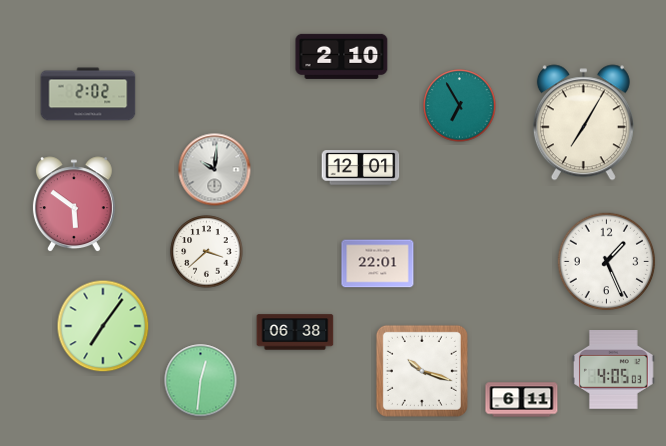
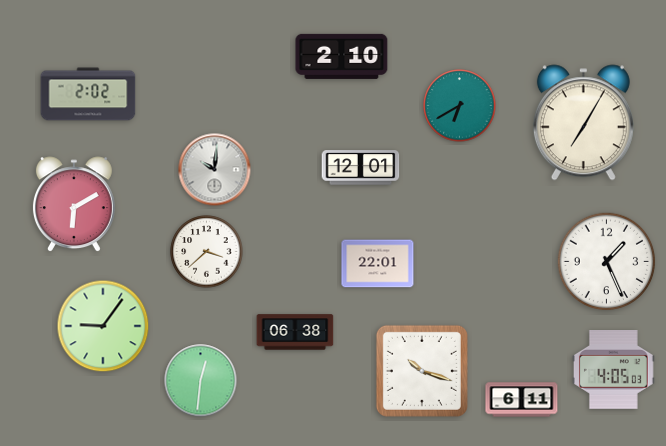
clock at (460, 106): 6:55 -> 6:40
clock at (74, 205): 5:51 -> 6:10
clock at (103, 326): 7:06 -> 9:06
